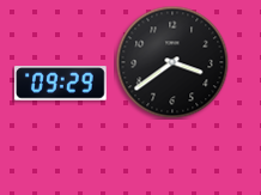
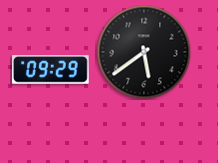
clock at (172, 62): 3:39 -> 5:39
